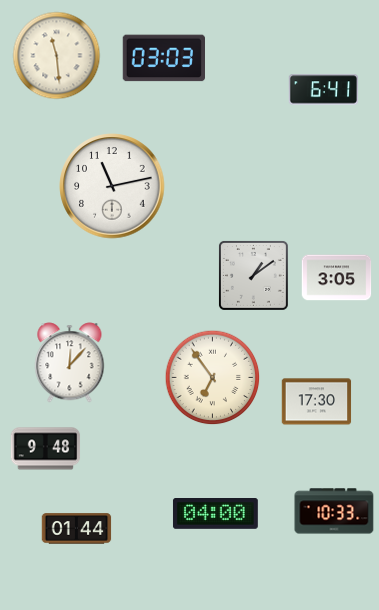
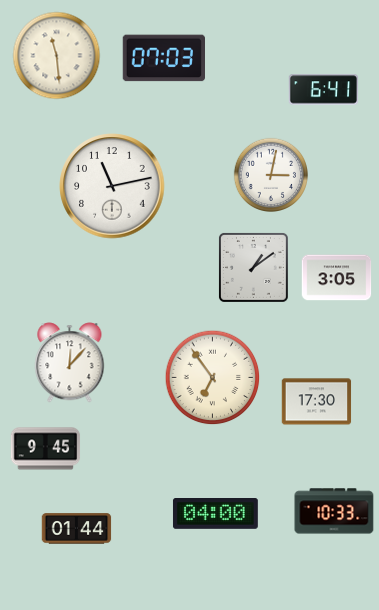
clock at (163, 58): 03:03 -> 07:03
clock at (270, 174): none -> 3:02
clock at (253, 275) position: (253, 275) -> (253, 267)
clock at (46, 449): 9:48 -> 9:45
